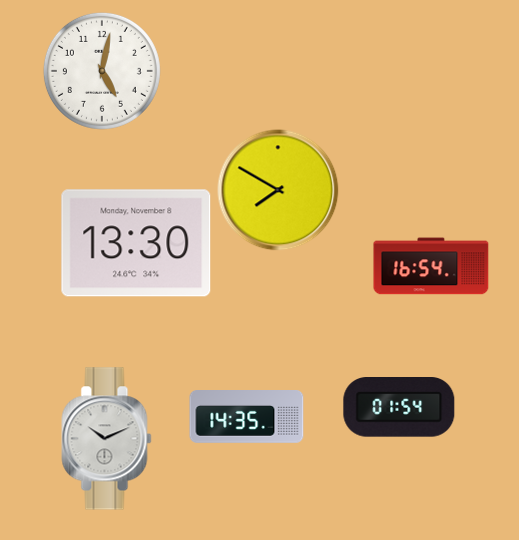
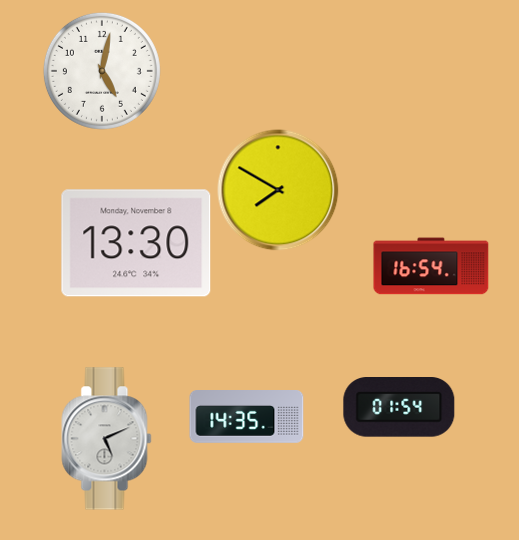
clock at (107, 439): 10:11 -> 5:11
